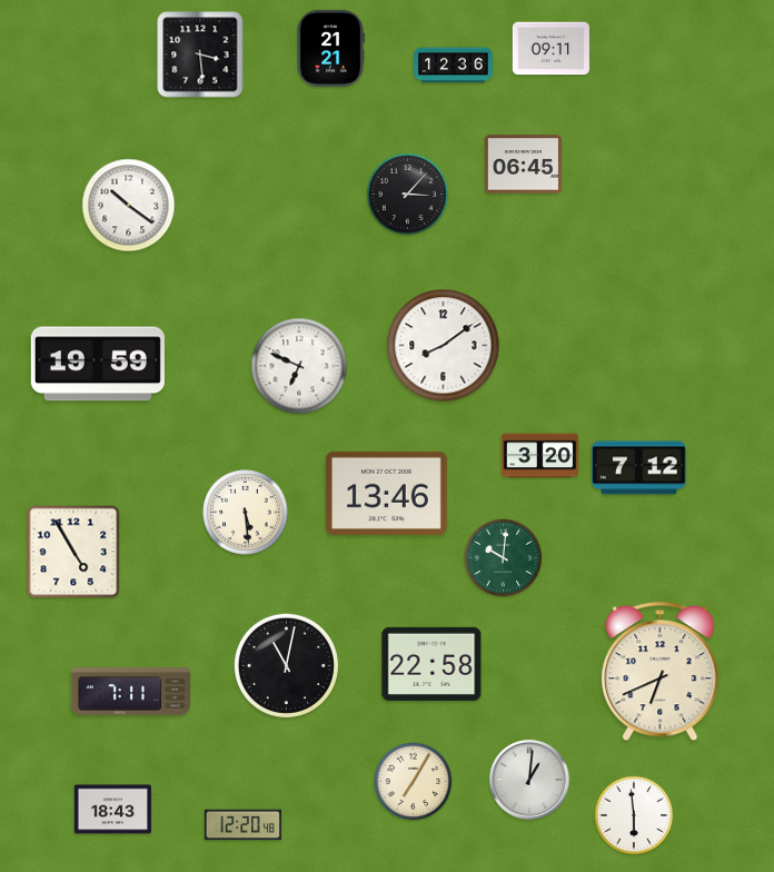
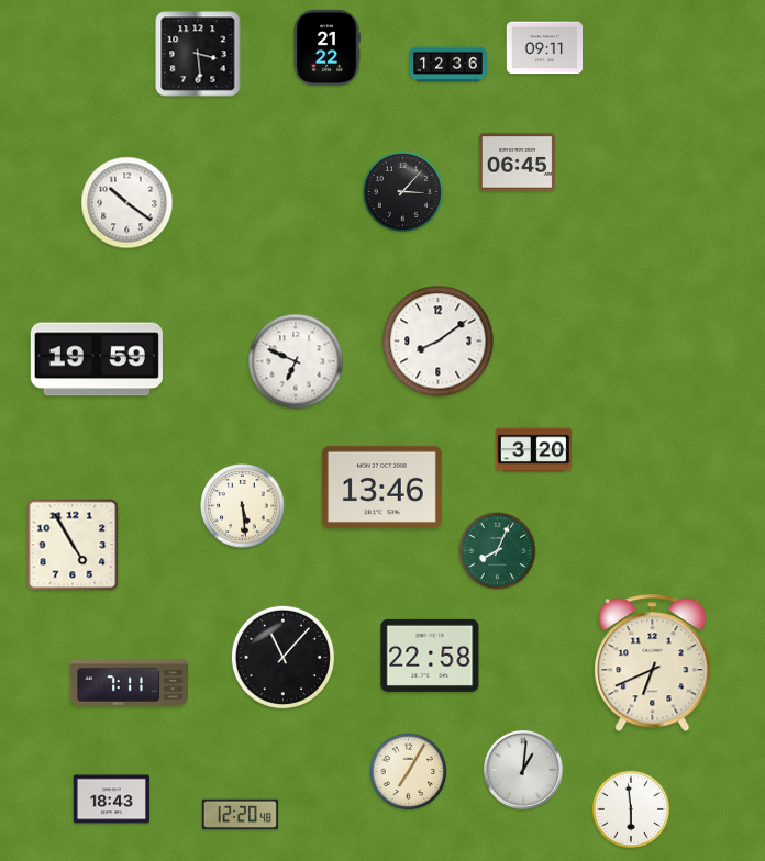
clock at (330, 48): 21:21 -> 21:22
clock at (639, 468): 7:12 -> none
clock at (504, 558): 10:01 -> 8:04
clock at (431, 664) position: (431, 664) -> (430, 656)
clock at (286, 665): 11:02 -> 11:07
clock at (634, 815) position: (634, 815) -> (631, 809)
